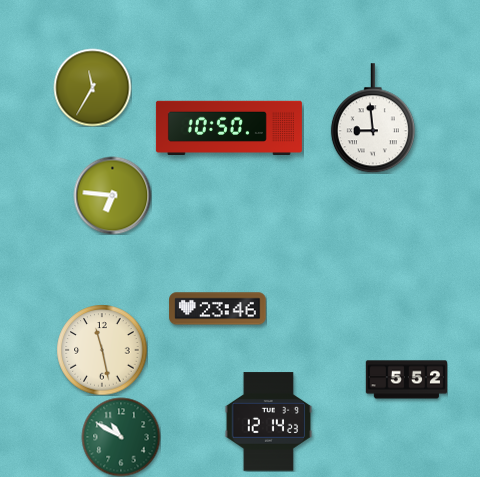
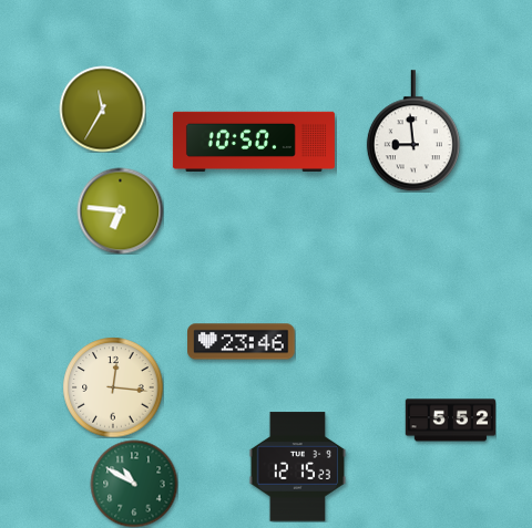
clock at (92, 87) position: (92, 87) -> (102, 108)
clock at (112, 195) position: (112, 195) -> (120, 210)
clock at (102, 350): 11:28 -> 12:16
clock at (269, 422): 12:14 -> 12:15
